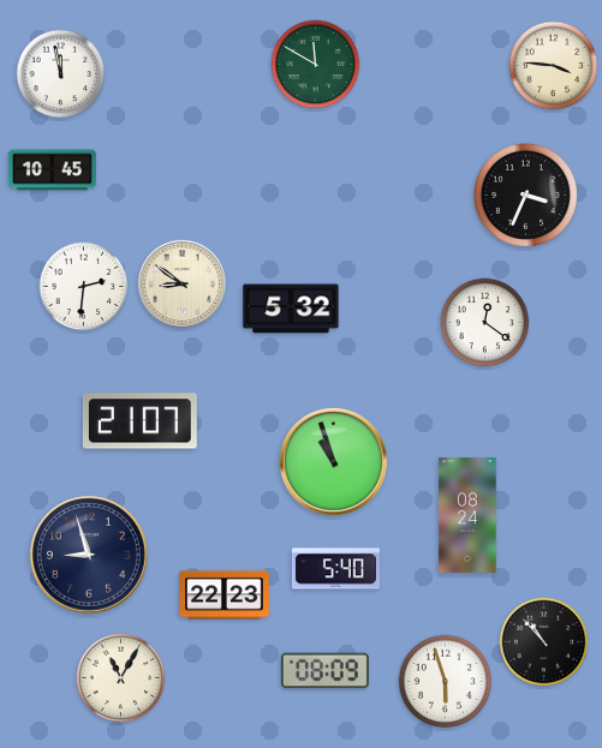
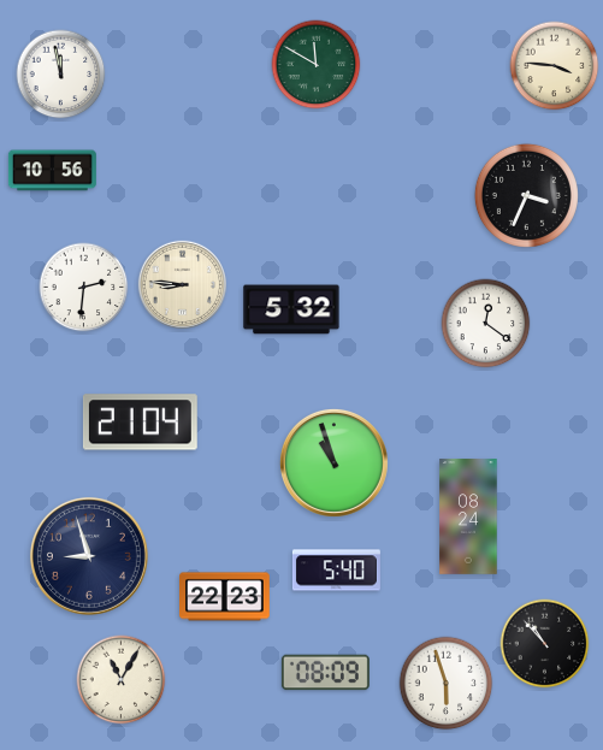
clock at (52, 170): 10:45 -> 10:56
clock at (181, 283): 8:51 -> 8:46
clock at (139, 421): 21:07 -> 21:04
